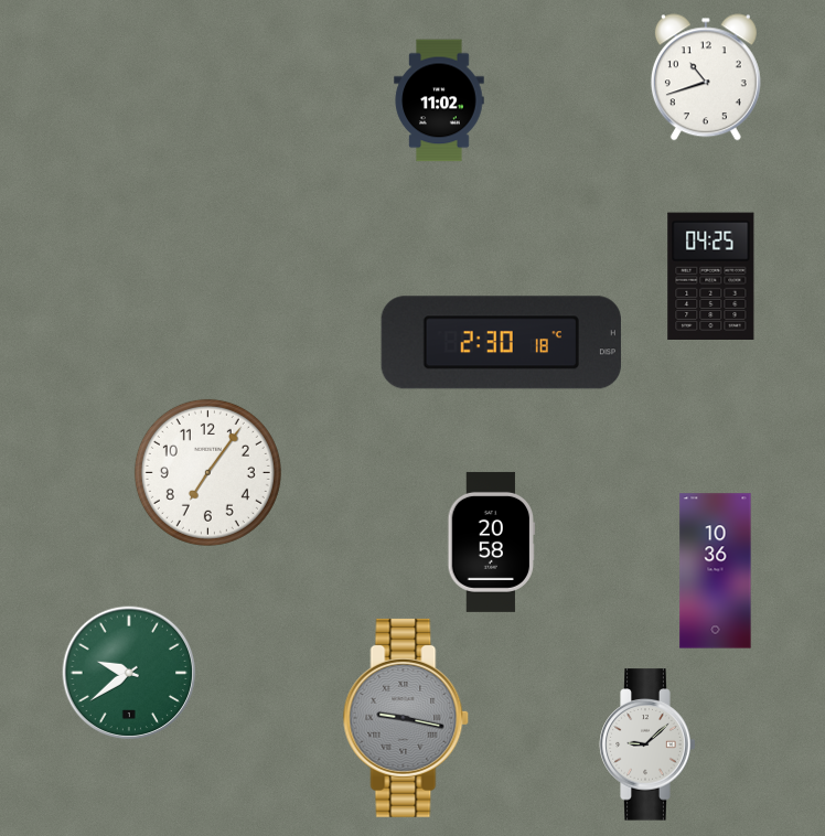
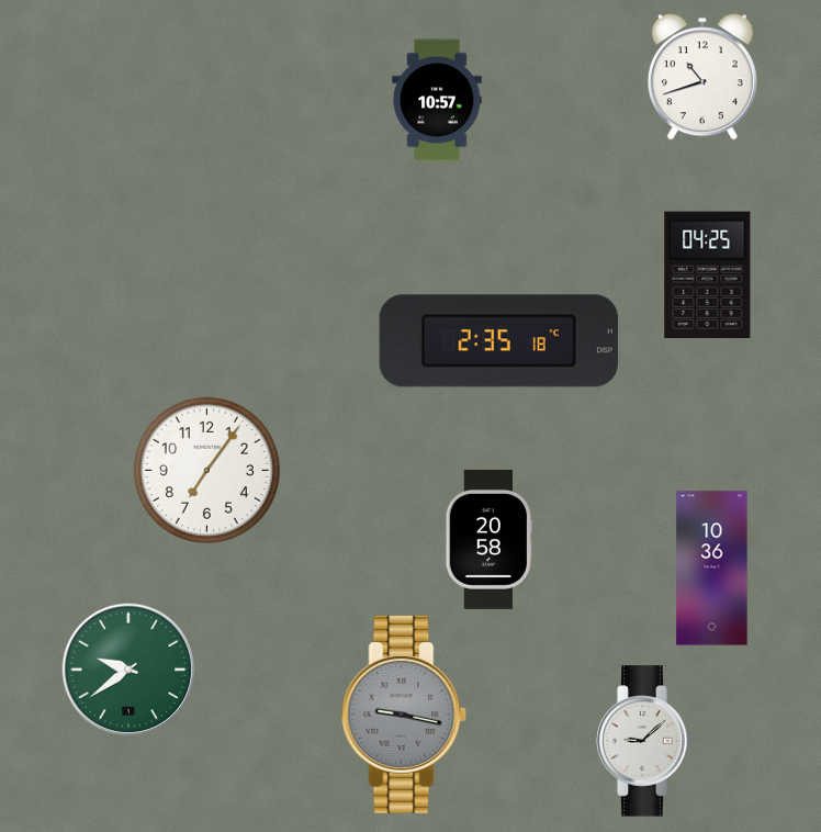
clock at (439, 100): 11:02 -> 10:57
clock at (501, 343): 2:30 -> 2:35
